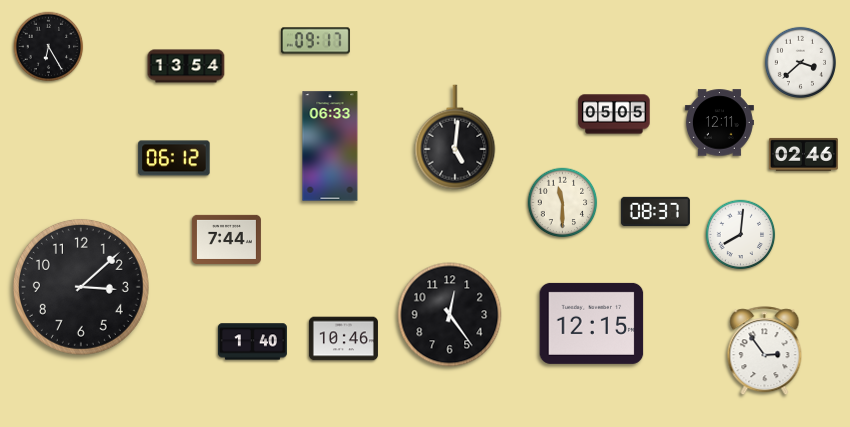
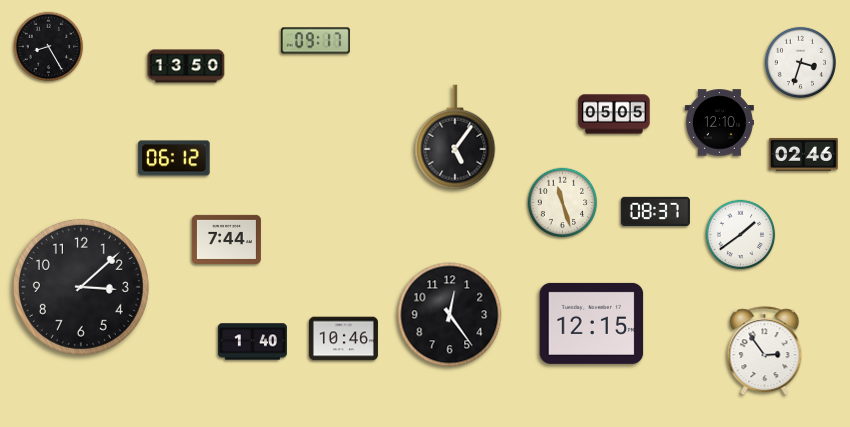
clock at (49, 47): 6:25 -> 8:25
clock at (800, 62): 3:38 -> 3:33
clock at (186, 66): 13:54 -> 13:50
clock at (719, 123): 12:11 -> 12:10
clock at (455, 137): 5:01 -> 5:06
clock at (330, 146): 06:33 -> none
clock at (563, 203): 11:30 -> 11:27
clock at (741, 235): 8:01 -> 1:39
